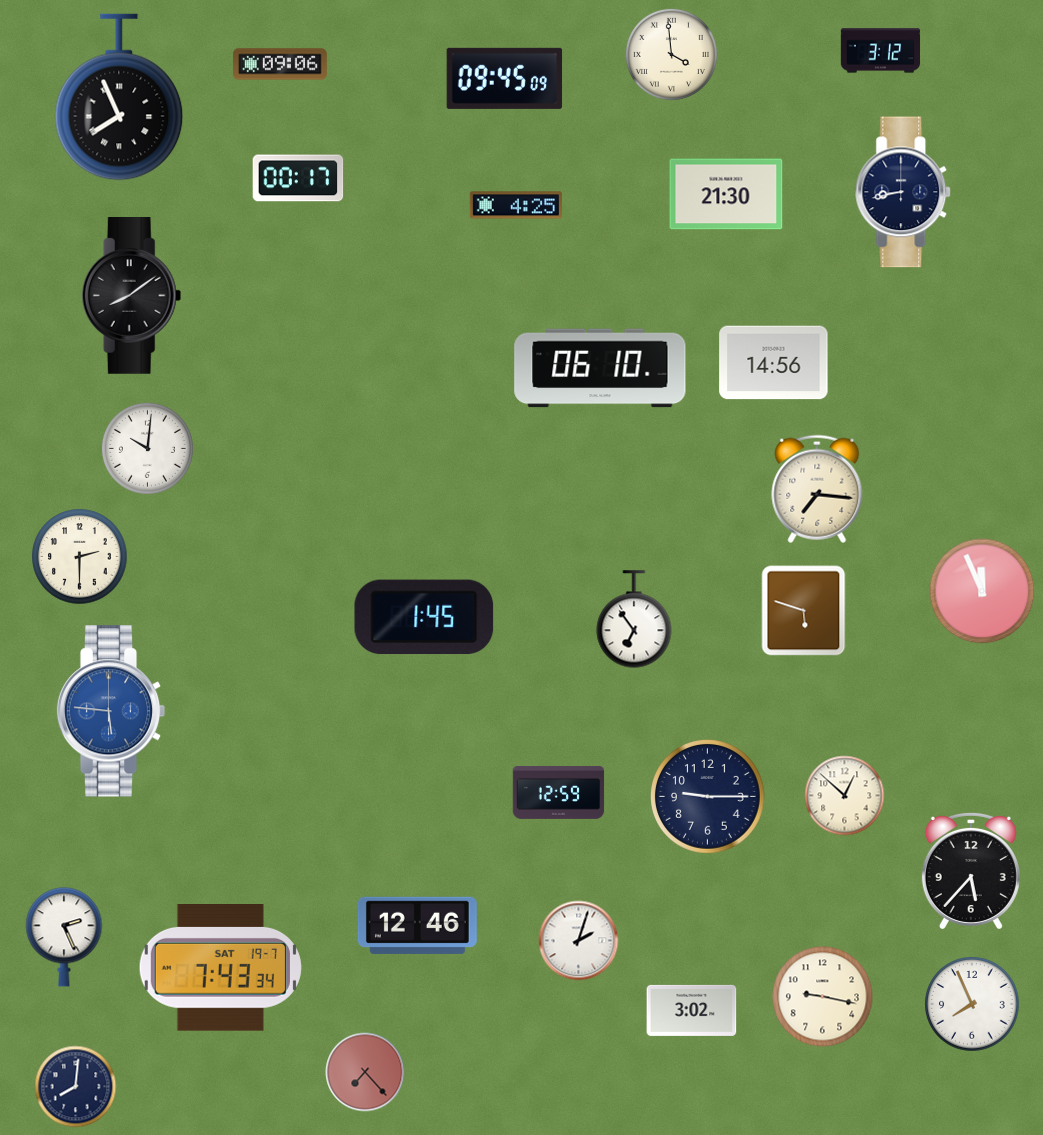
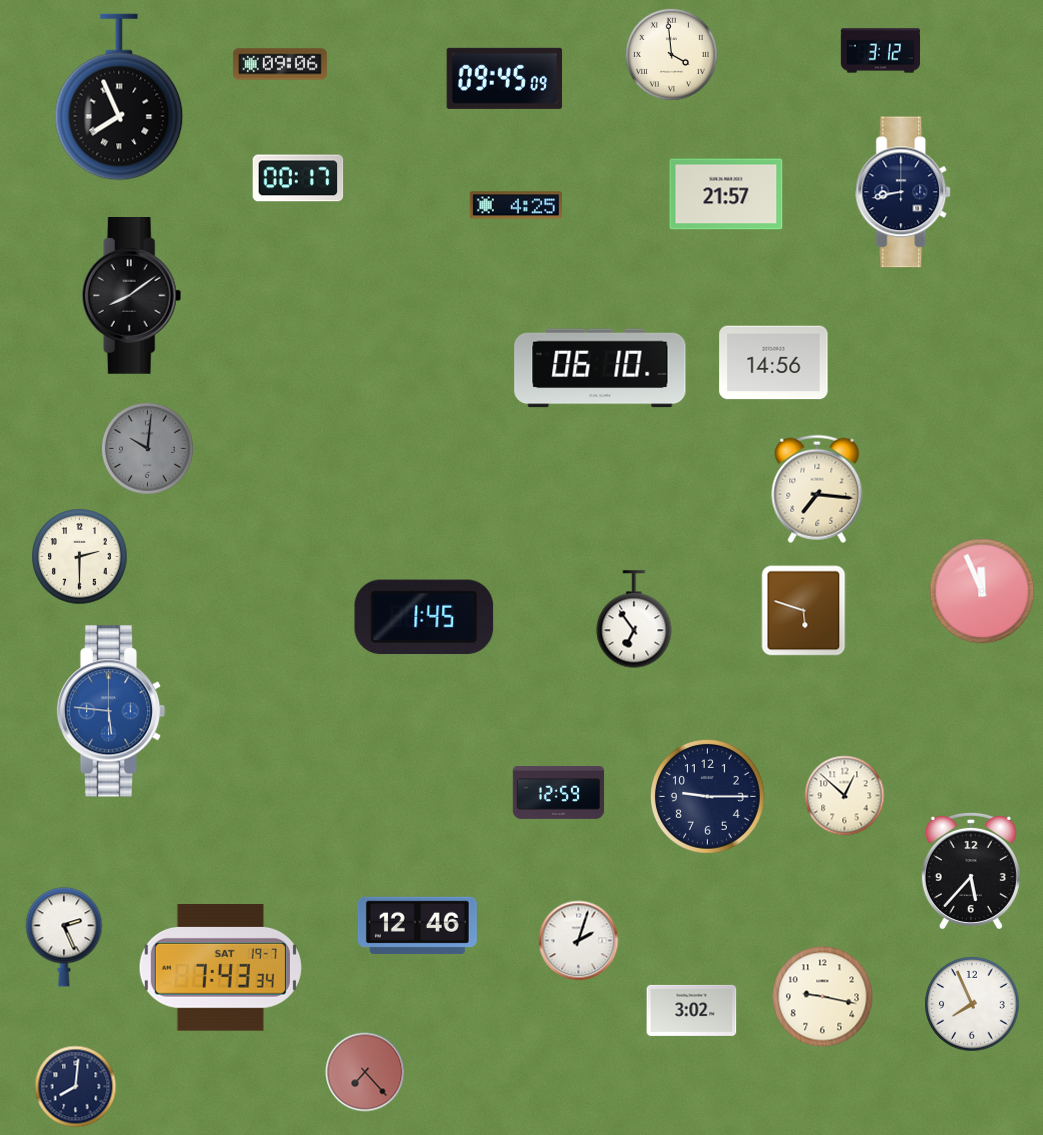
clock at (726, 194): 21:30 -> 21:57
clock at (147, 448) dial: white -> grey
